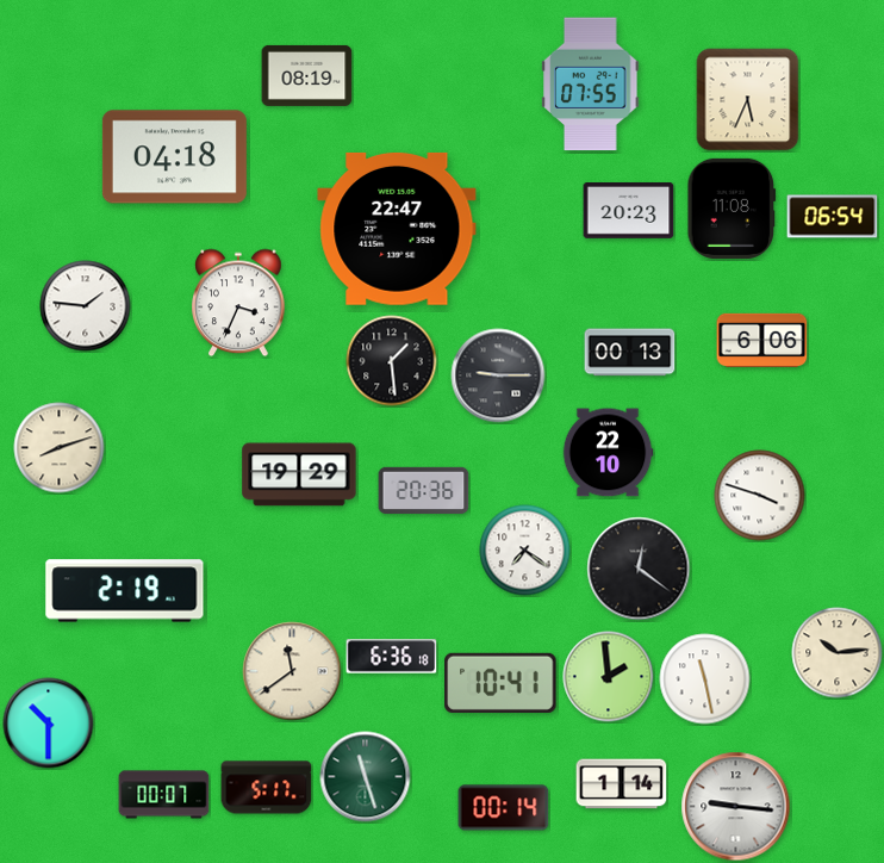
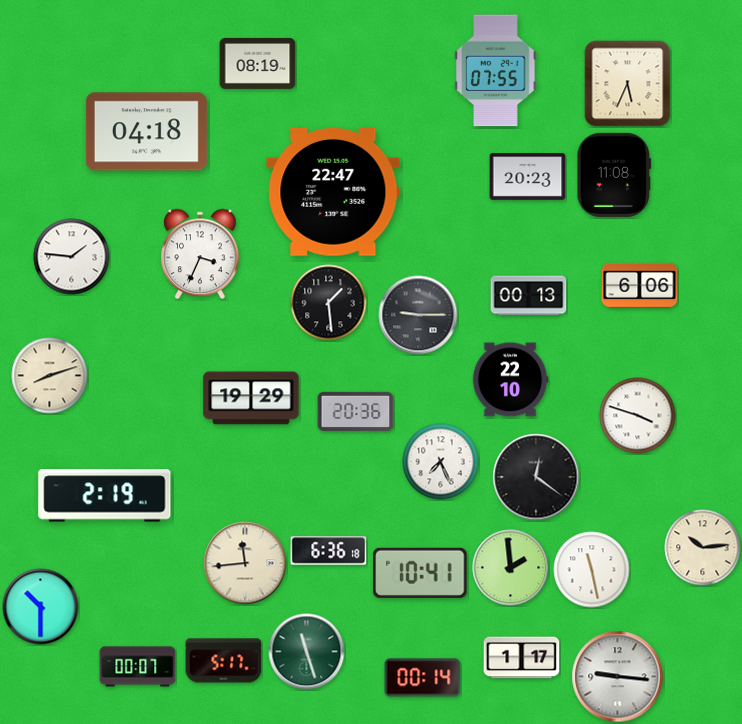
clock at (833, 217): 06:54 -> none
clock at (525, 551): 7:21 -> 7:26
clock at (292, 671): 11:39 -> 11:44
clock at (622, 784): 1:14 -> 1:17
